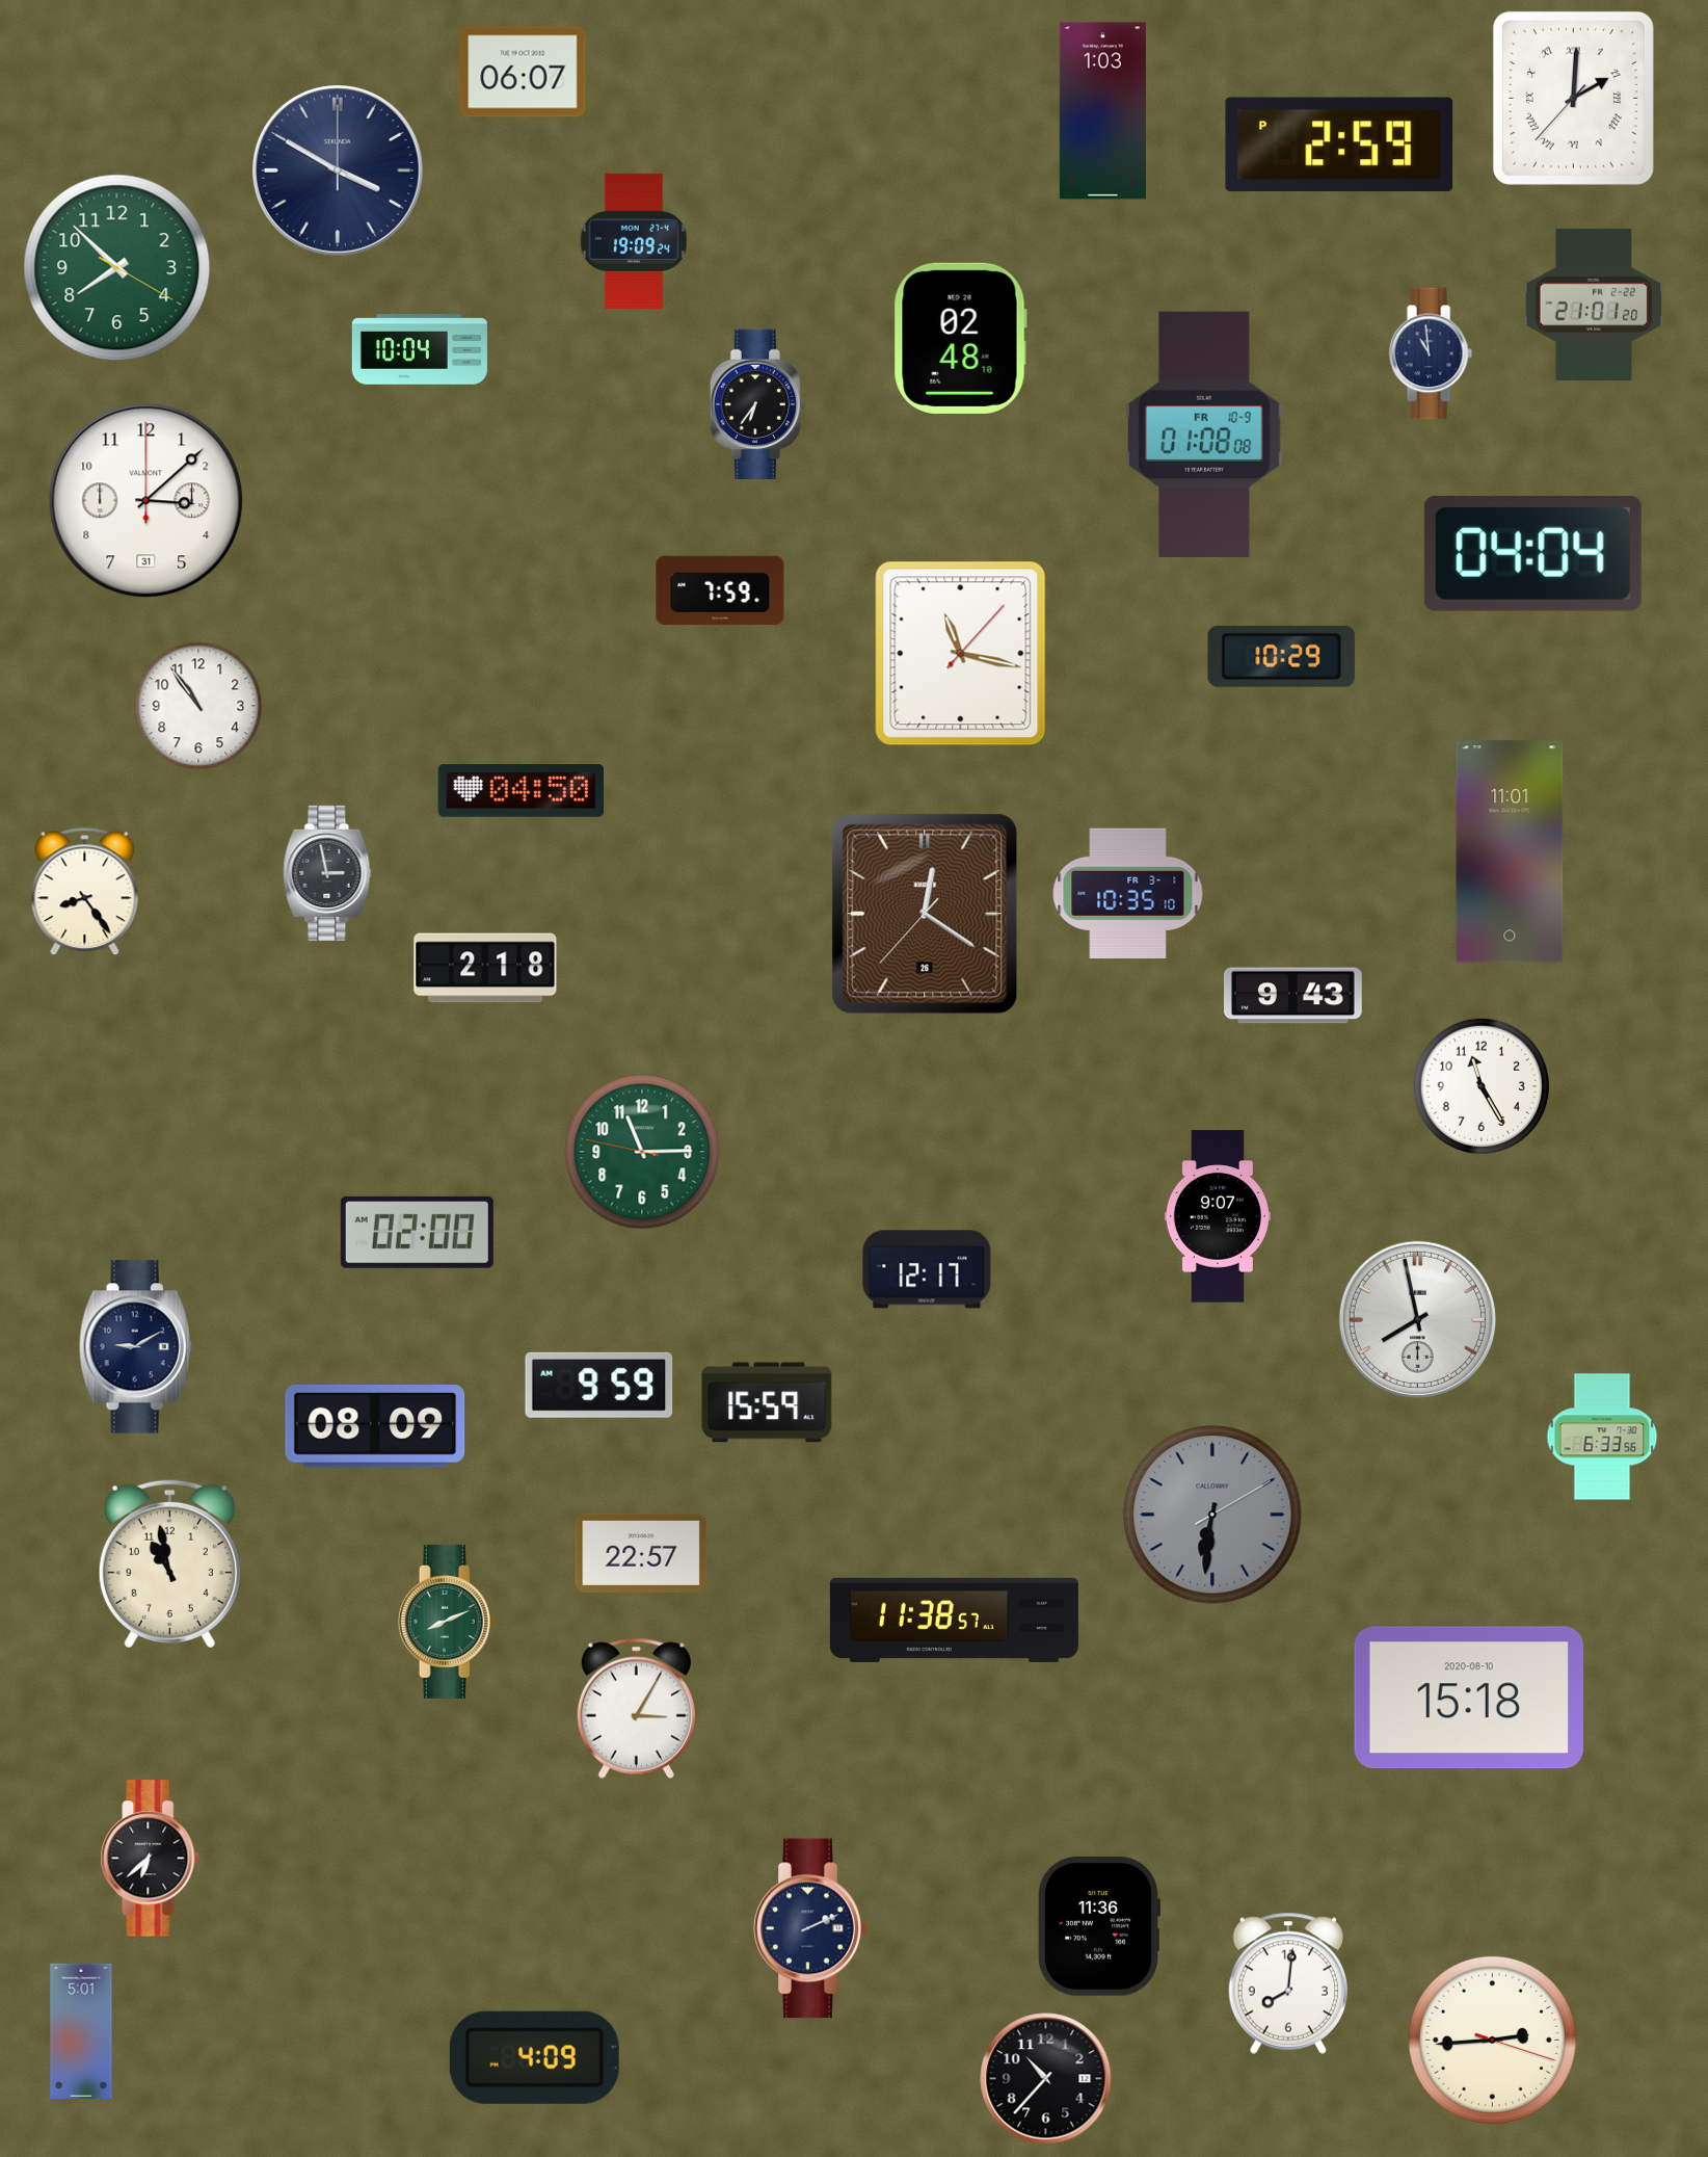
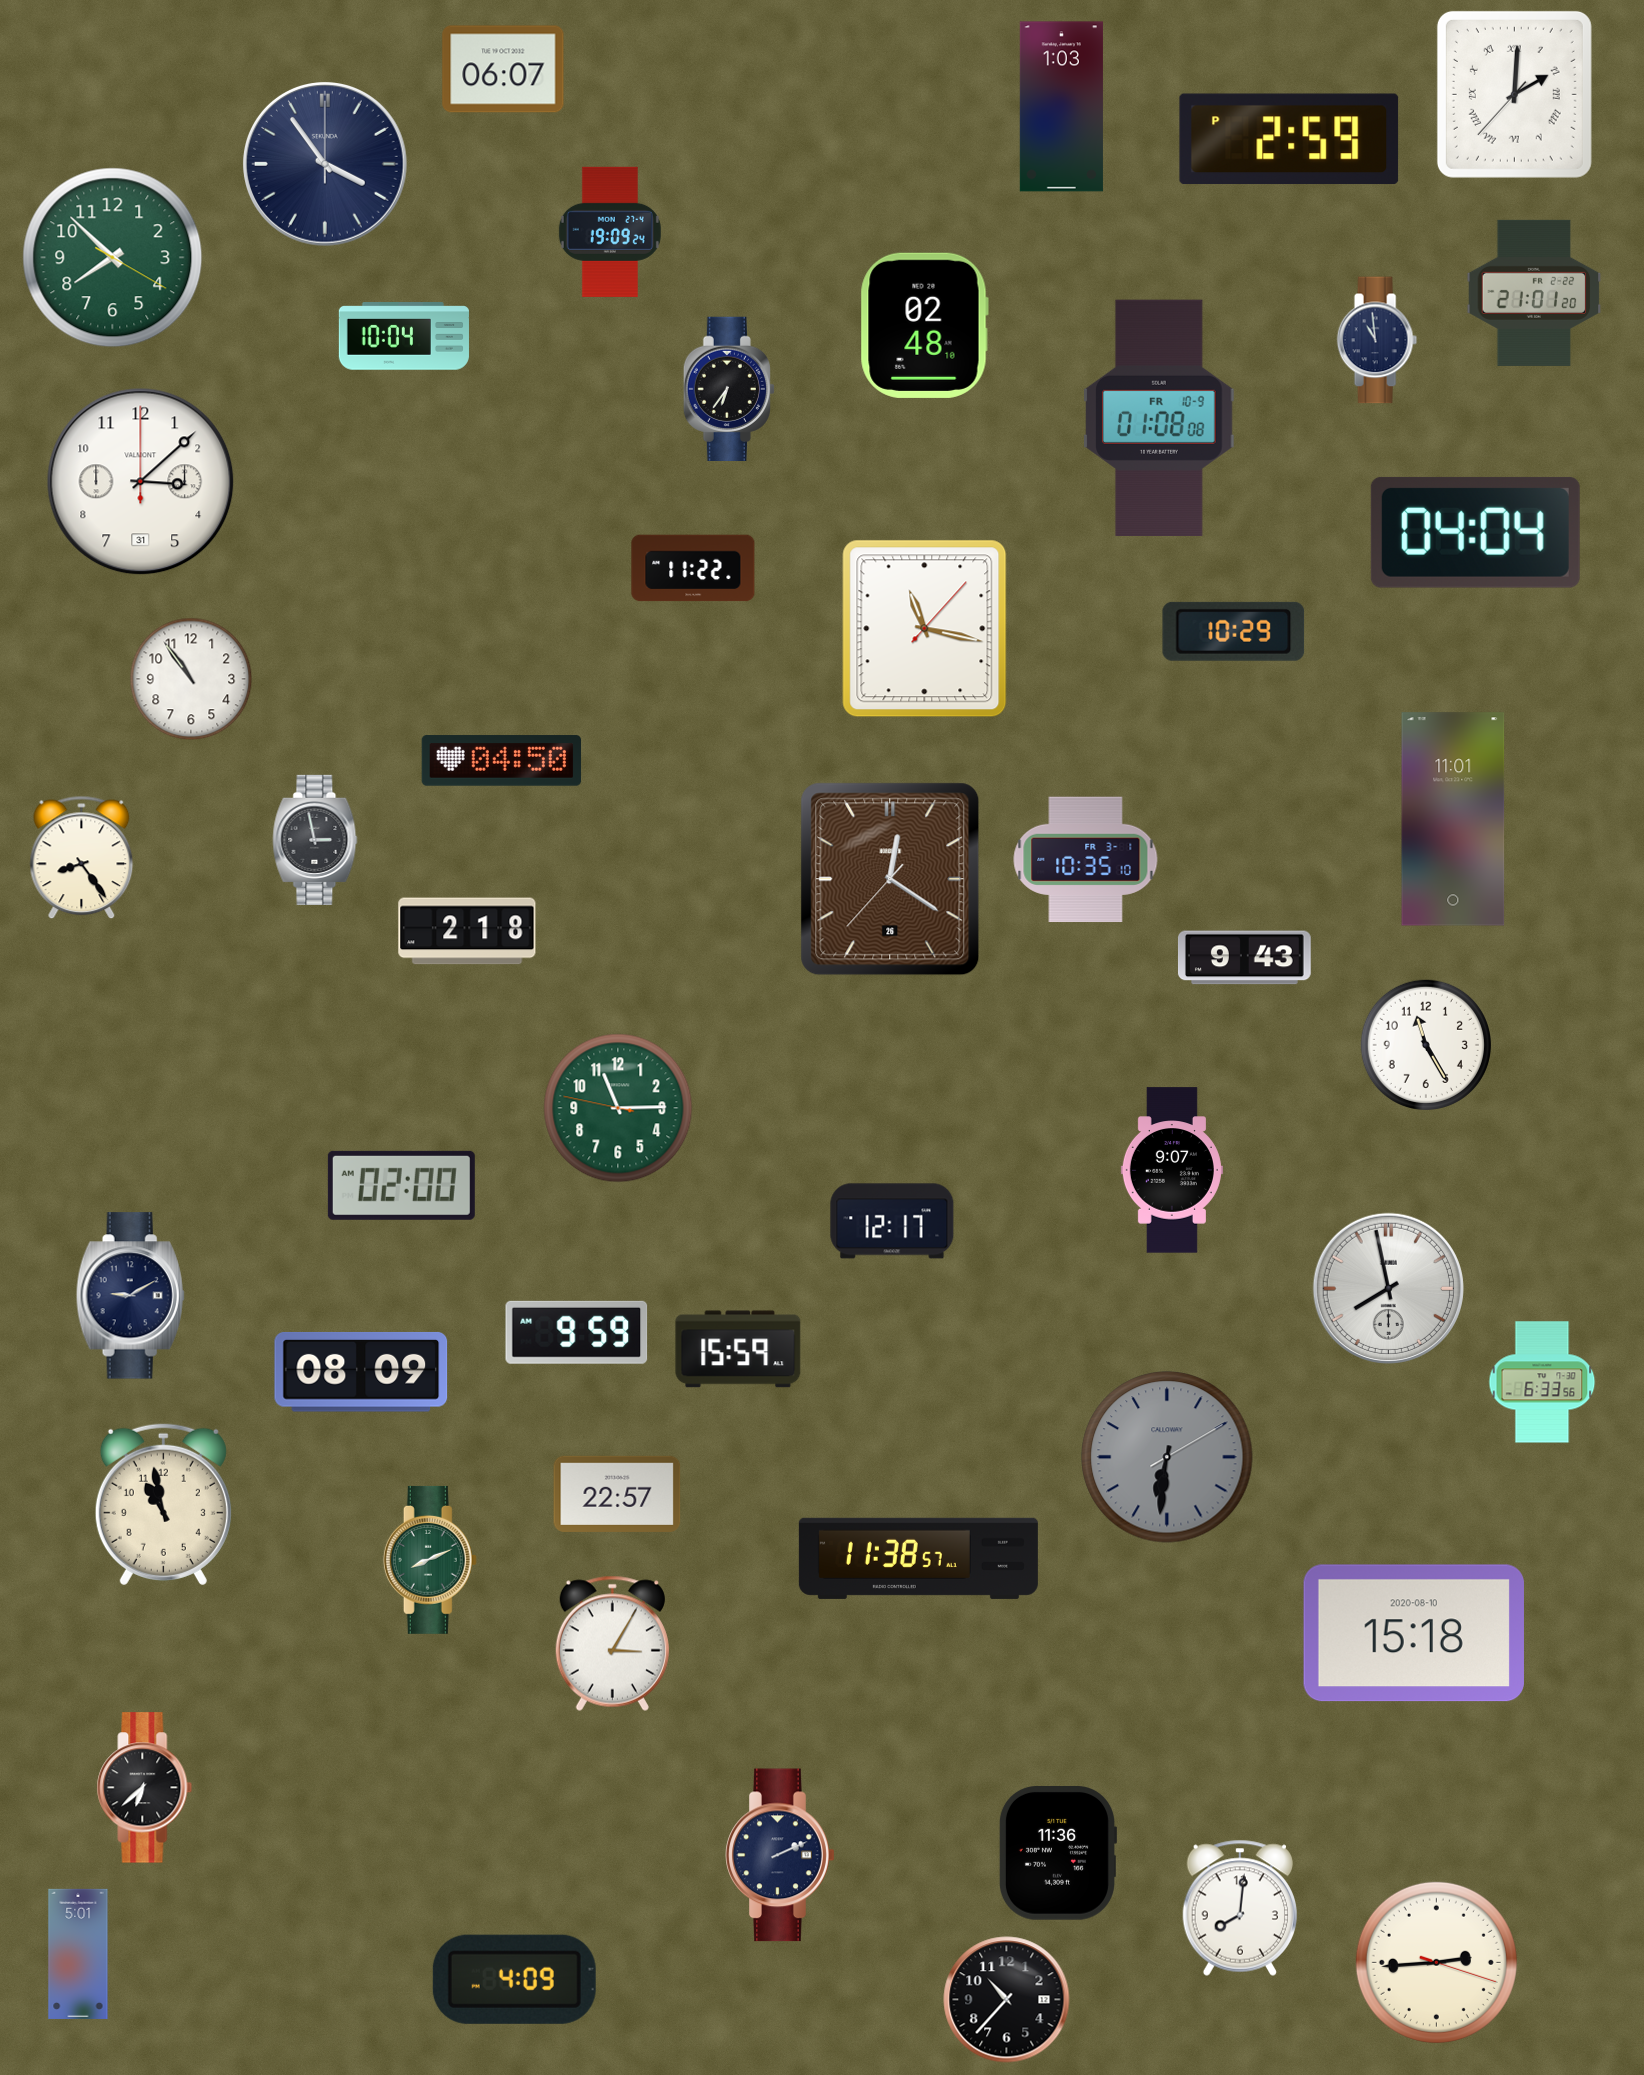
clock at (339, 172): 3:50 -> 3:54
clock at (720, 590): 7:59 -> 11:22
clock at (1417, 1319) position: (1417, 1319) -> (1388, 1288)
